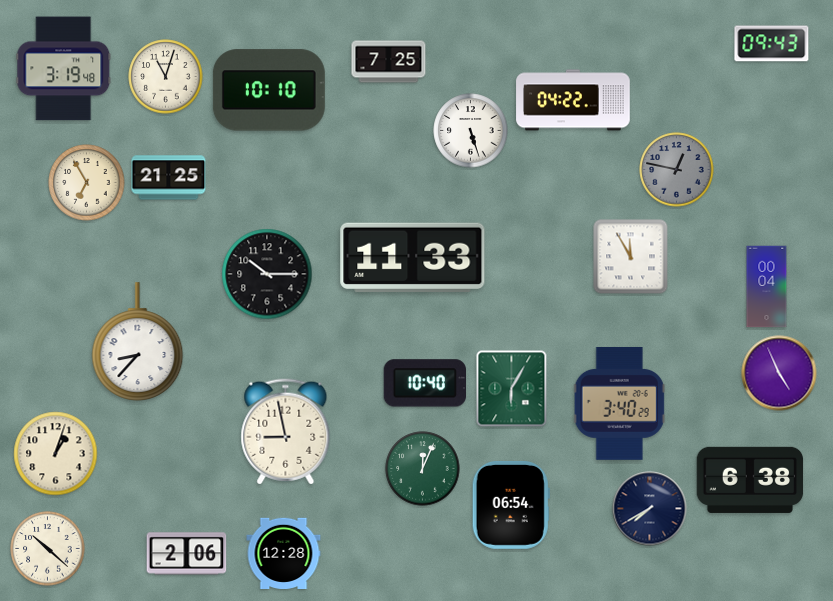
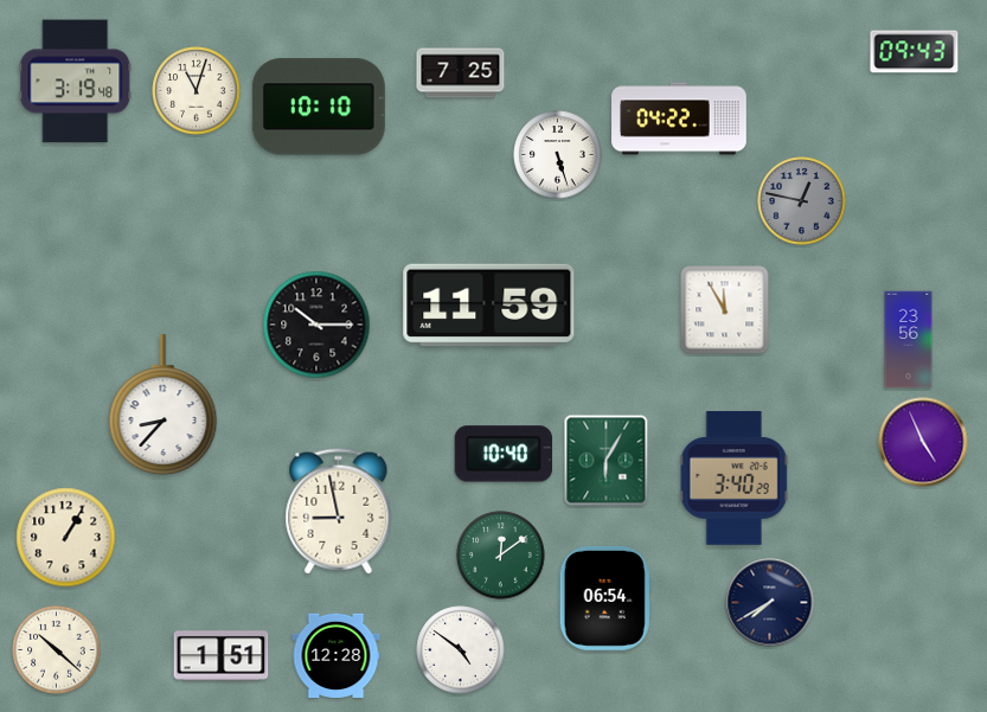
clock at (169, 178): 21:25 -> none
clock at (87, 183): 6:55 -> none
clock at (631, 257) position: (631, 257) -> (725, 310)
clock at (413, 258): 11:33 -> 11:59
clock at (767, 287): 00:04 -> 23:56
clock at (56, 454): 1:03 -> 1:05
clock at (423, 469): 12:04 -> 12:09
clock at (750, 480): 6:38 -> none
clock at (461, 650): none -> 4:51
clock at (187, 554): 2:06 -> 1:51
